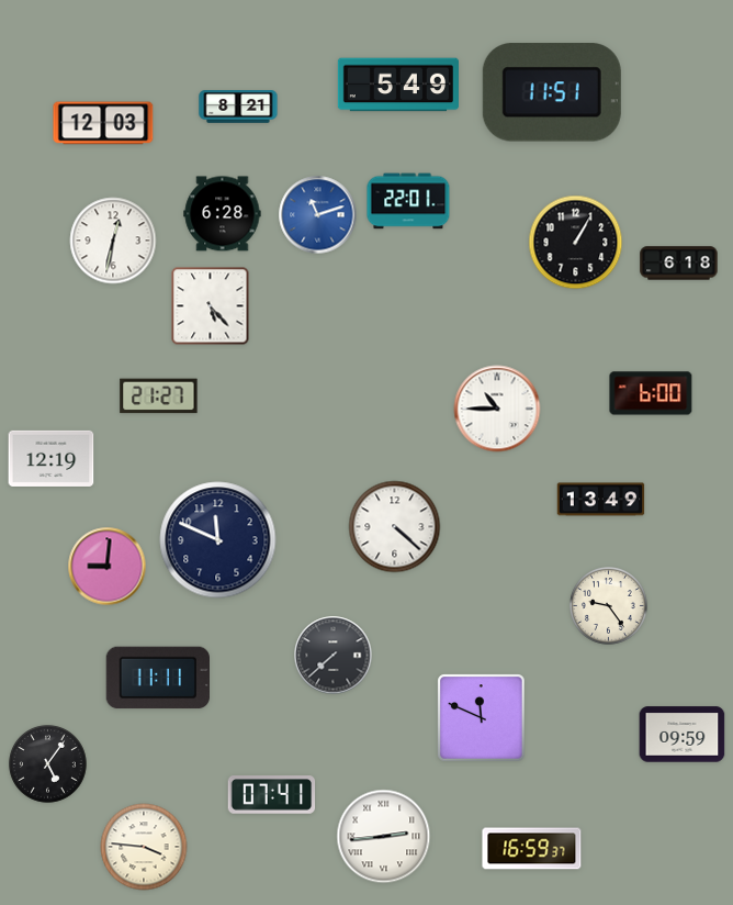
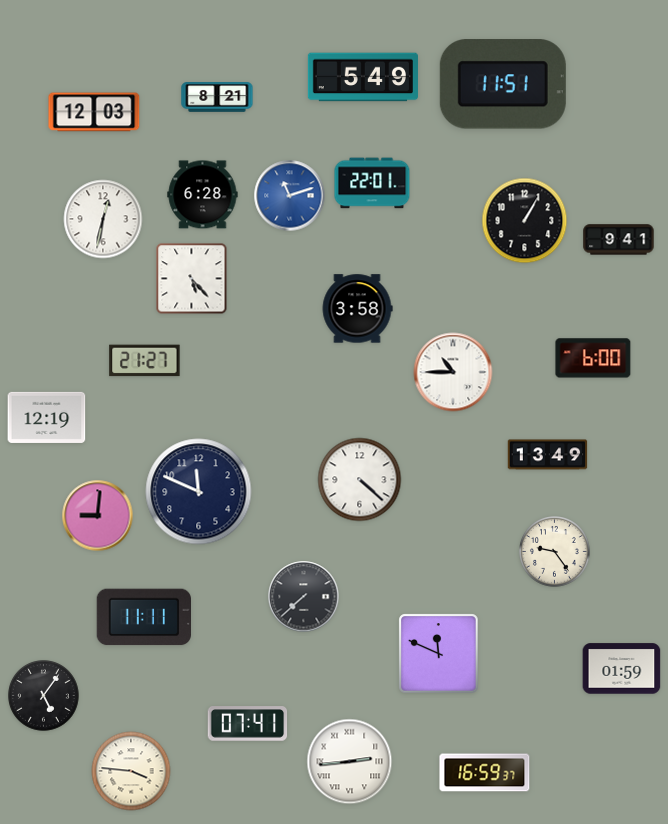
clock at (679, 264): 6:18 -> 9:41
clock at (357, 309): none -> 3:58
clock at (683, 735): 09:59 -> 01:59
